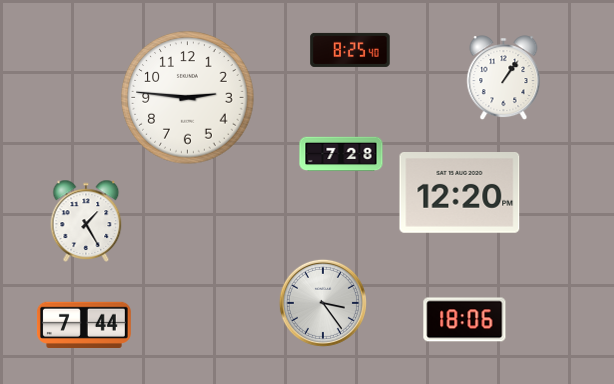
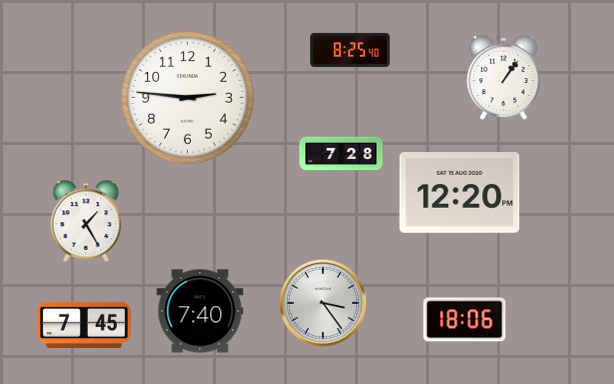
clock at (200, 311): none -> 7:40
clock at (84, 324): 7:44 -> 7:45
